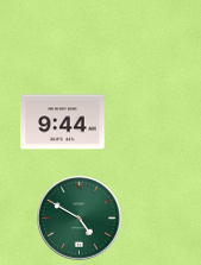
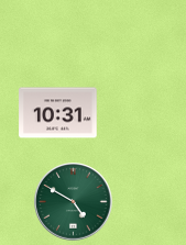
clock at (63, 122): 9:44 -> 10:31
